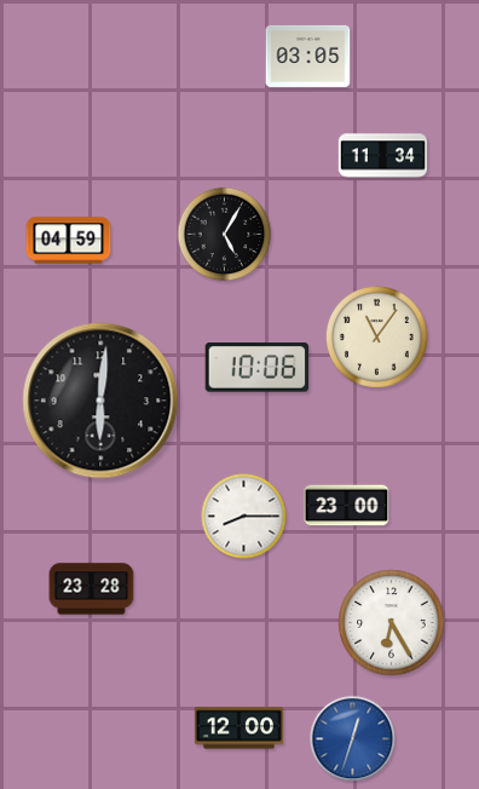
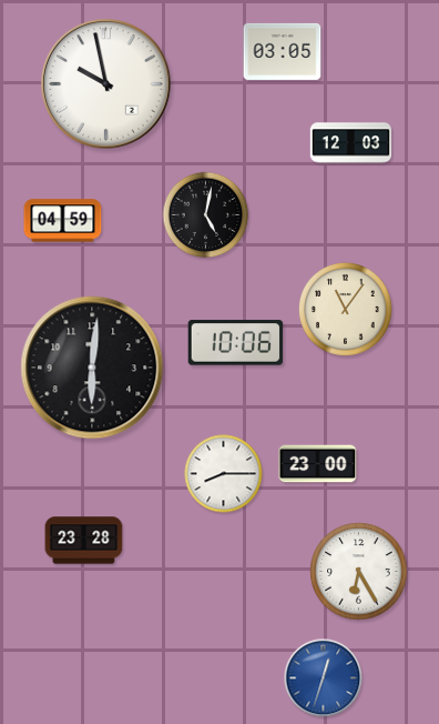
clock at (106, 84): none -> 9:58
clock at (383, 156): 11:34 -> 12:03
clock at (225, 235): 5:05 -> 5:02
clock at (258, 368) position: (258, 368) -> (236, 343)
clock at (239, 728): 12:00 -> none
